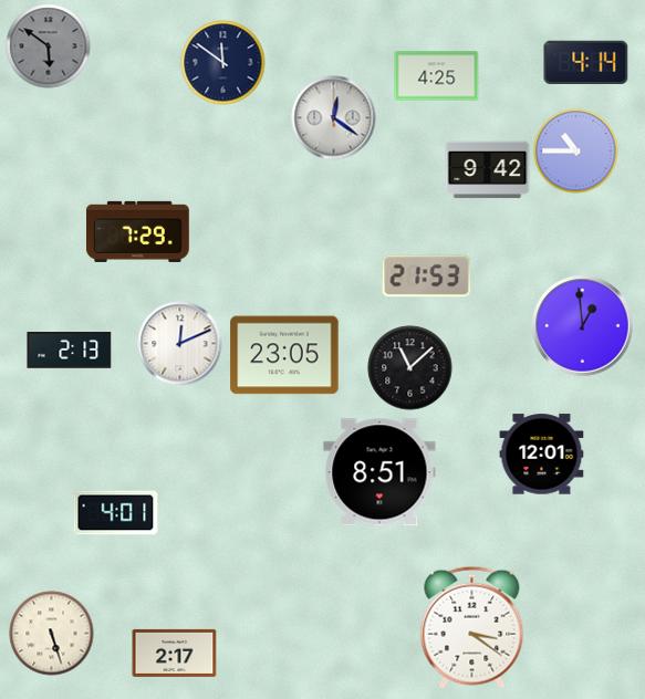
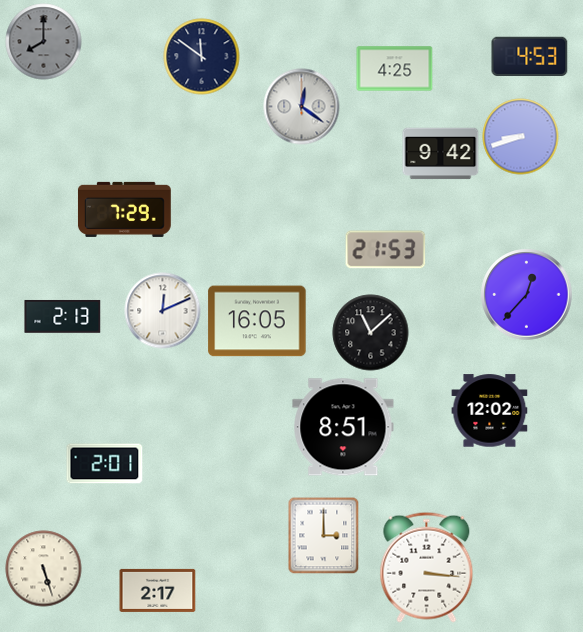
clock at (49, 46): 5:51 -> 8:00
clock at (586, 62): 4:14 -> 4:53
clock at (576, 152): 10:45 -> 8:42
clock at (583, 326): 12:59 -> 12:37
clock at (284, 355): 23:05 -> 16:05
clock at (542, 455): 12:01 -> 12:02
clock at (116, 513): 4:01 -> 2:01
clock at (324, 535): none -> 3:00
clock at (472, 627): 3:21 -> 3:16
clock at (52, 634) position: (52, 634) -> (44, 569)
